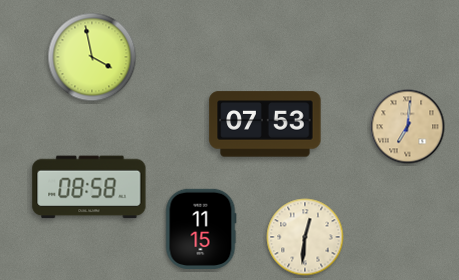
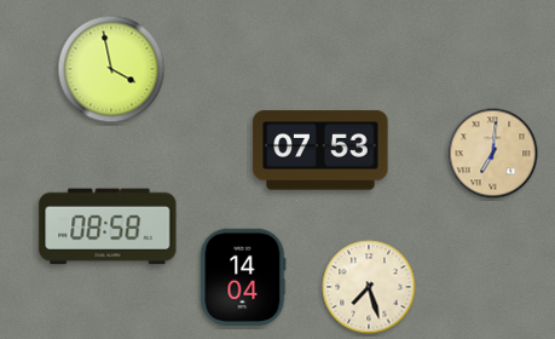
clock at (201, 228): 11:15 -> 14:04
clock at (305, 237): 12:31 -> 7:27
